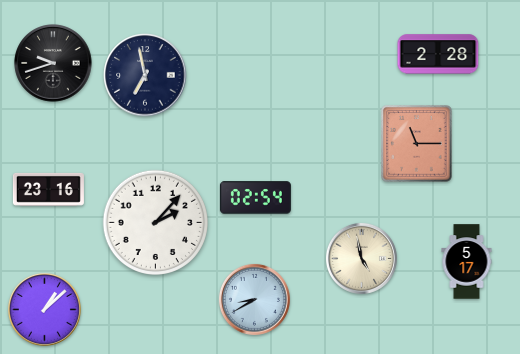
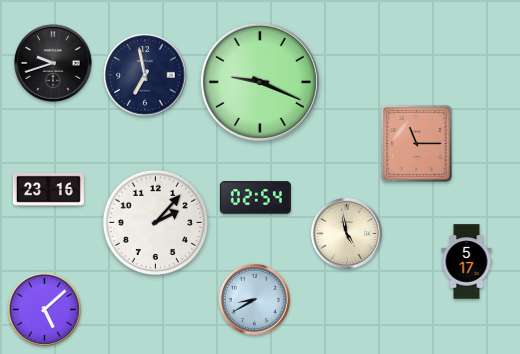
clock at (438, 54): 2:28 -> none
clock at (260, 82): none -> 9:19
clock at (361, 258) position: (361, 258) -> (346, 233)
clock at (44, 309): 1:08 -> 5:08
